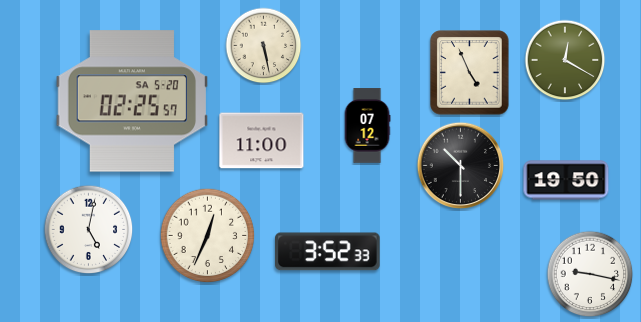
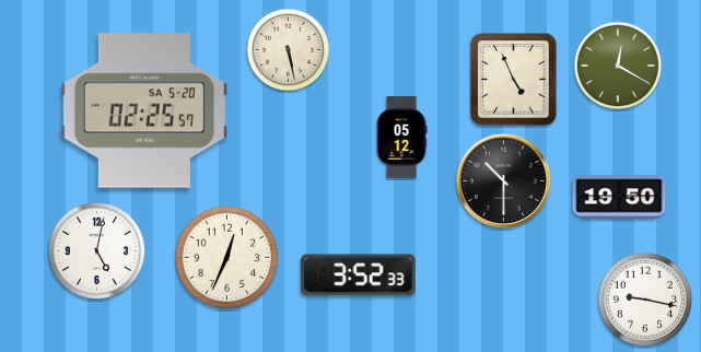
clock at (367, 126): 07:12 -> 05:12
clock at (262, 141): 11:00 -> none
